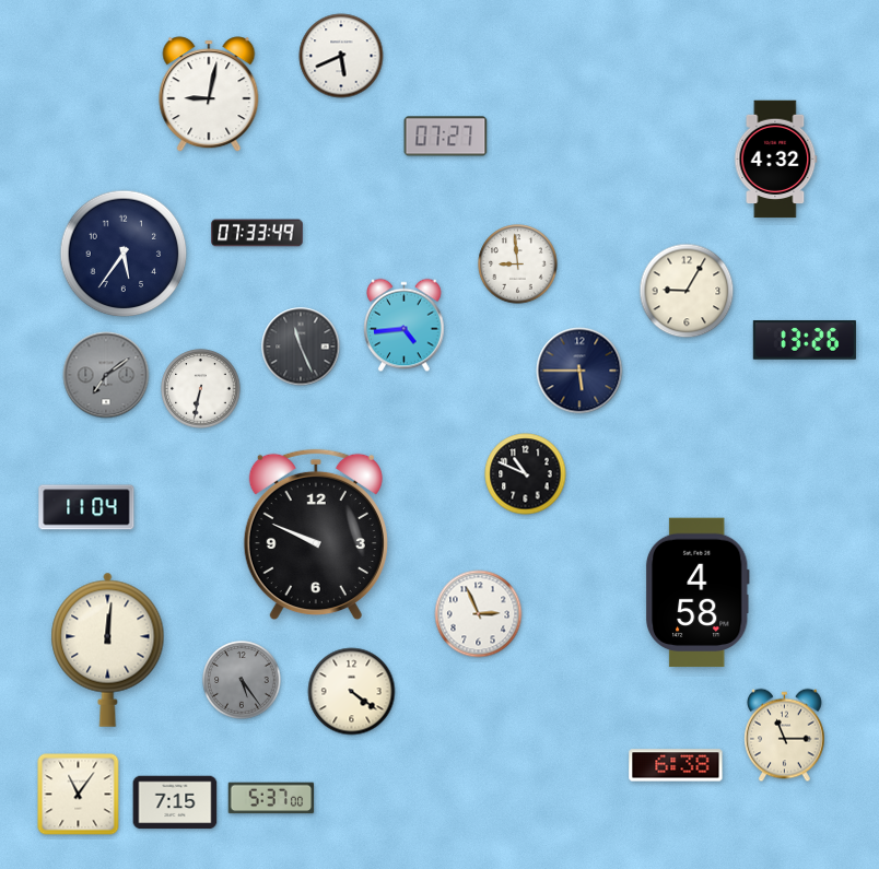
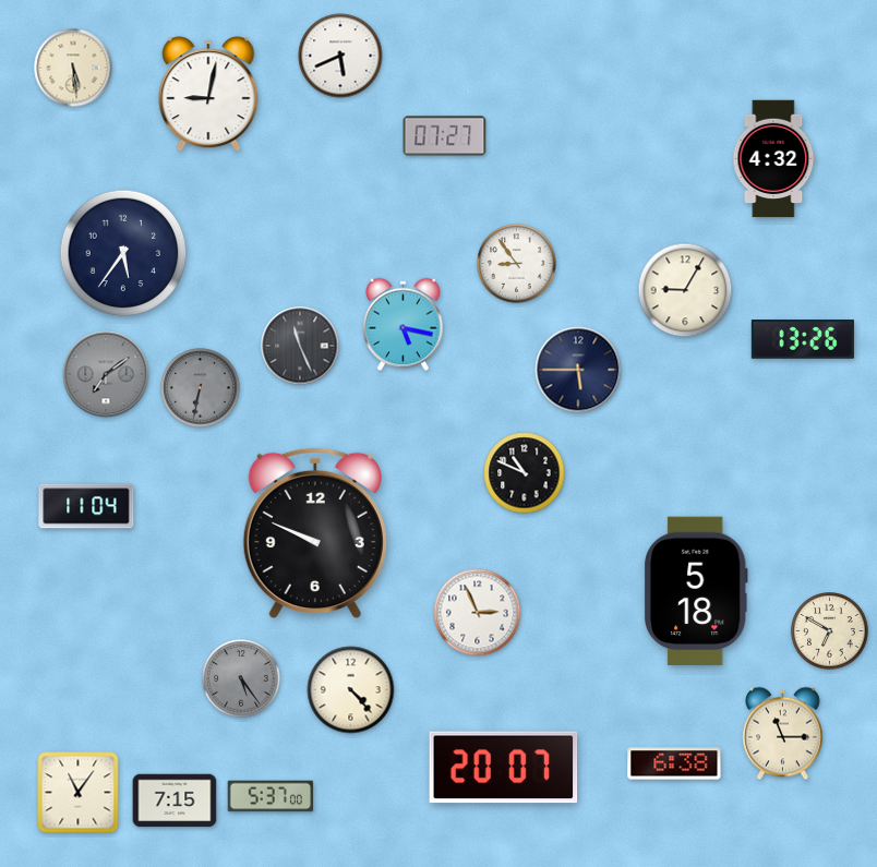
clock at (73, 68): none -> 5:29
clock at (257, 233): 07:33 -> none
clock at (518, 265): 8:59 -> 8:54
clock at (405, 326): 4:44 -> 5:17
clock at (201, 389) dial: white -> grey
clock at (698, 592): 4:58 -> 5:18
clock at (830, 631): none -> 6:50
clock at (108, 649): 12:01 -> none
clock at (352, 692): 4:21 -> 4:23
clock at (504, 768): none -> 20:07
